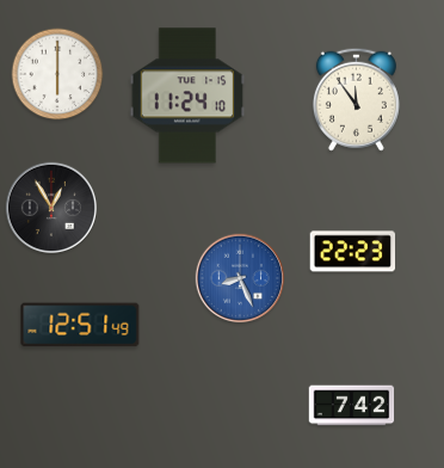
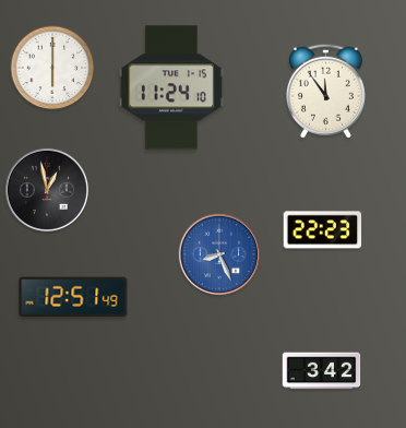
clock at (50, 207): 12:55 -> 12:58
clock at (352, 406): 7:42 -> 3:42
